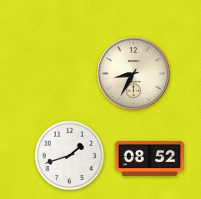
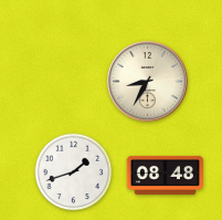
clock at (70, 156) position: (70, 156) -> (74, 172)
clock at (149, 158): 08:52 -> 08:48
